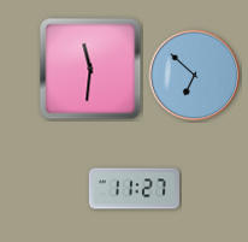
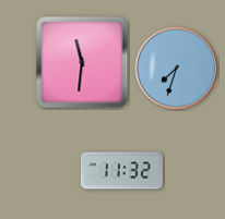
clock at (195, 76): 6:52 -> 7:33
clock at (134, 189): 11:27 -> 11:32
